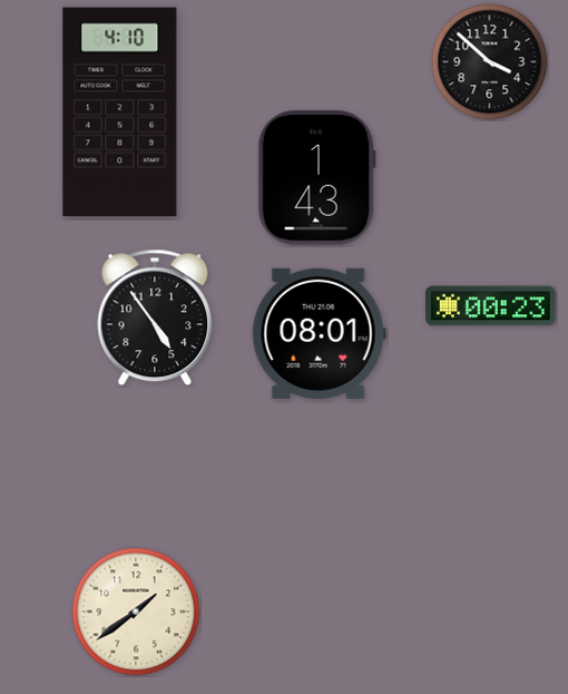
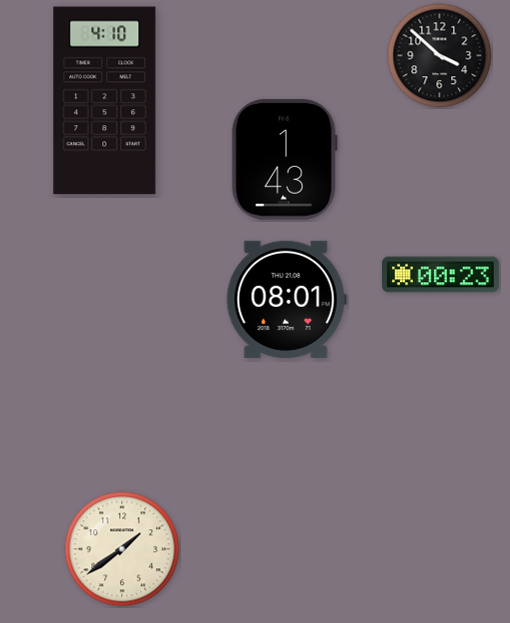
clock at (120, 113) position: (120, 113) -> (105, 101)
clock at (155, 317): 4:54 -> none
